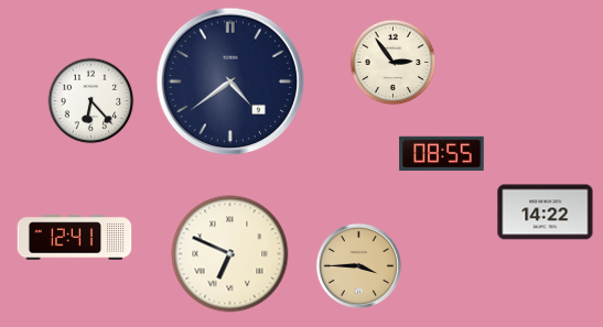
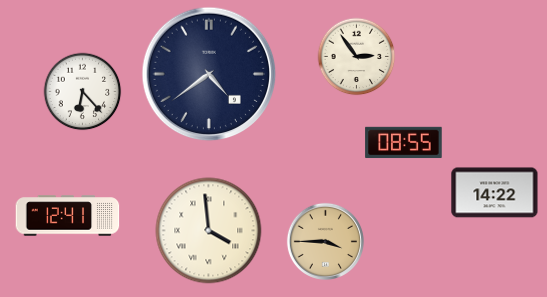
clock at (442, 154) position: (442, 154) -> (404, 143)
clock at (230, 254): 6:49 -> 3:59
